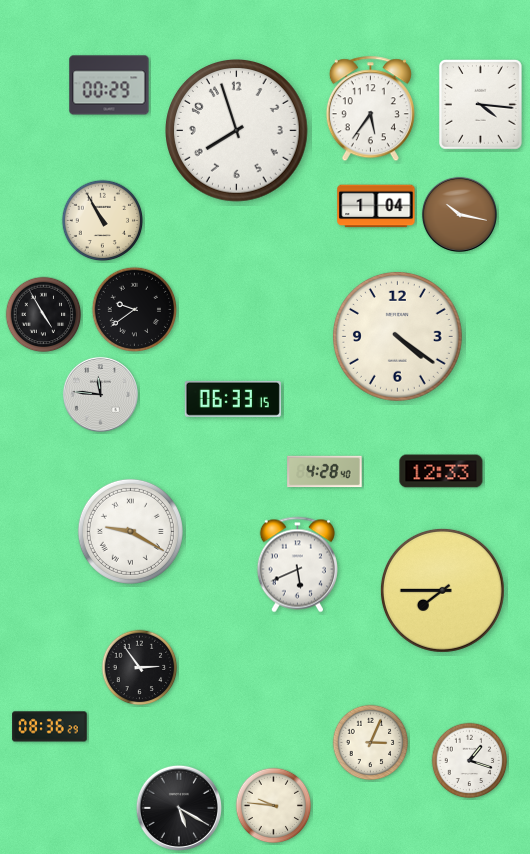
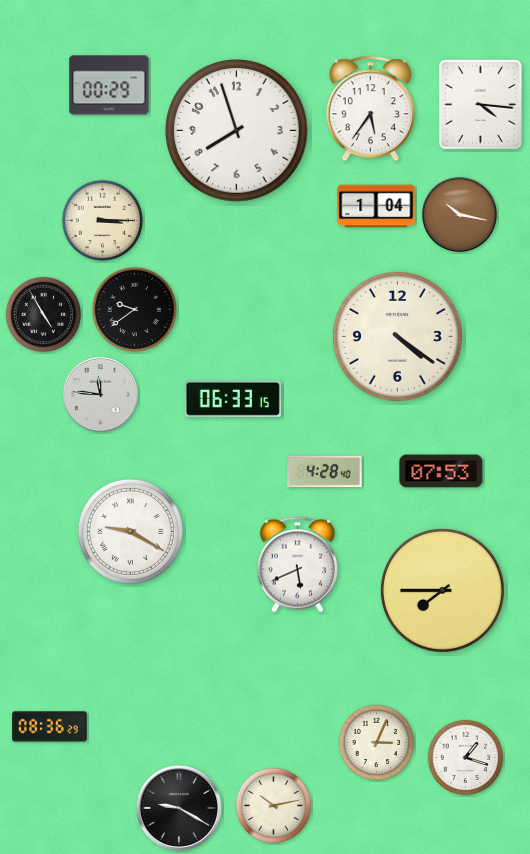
clock at (103, 221): 10:55 -> 3:15
clock at (441, 471): 12:33 -> 07:53
clock at (140, 668): 2:54 -> none
clock at (371, 743) position: (371, 743) -> (377, 743)
clock at (470, 761) position: (470, 761) -> (466, 758)
clock at (274, 806): 9:46 -> 10:13
clock at (179, 808): 5:20 -> 9:20
